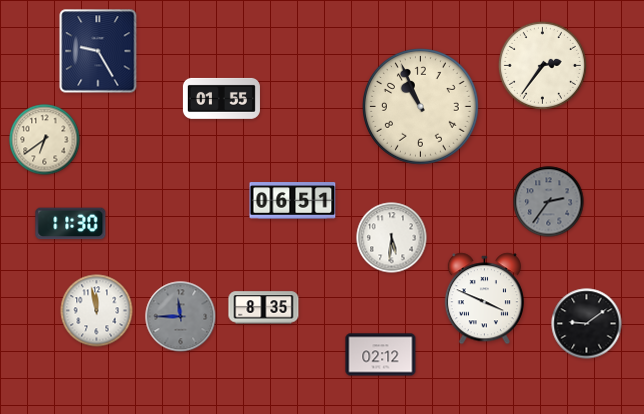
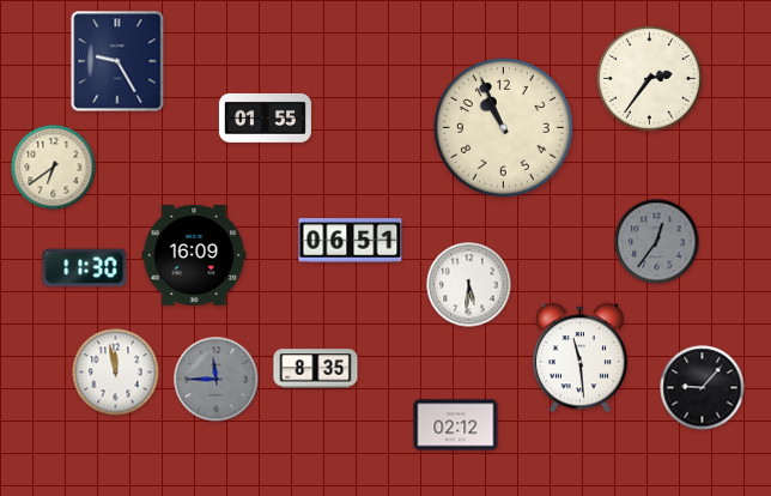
clock at (549, 202): 2:36 -> 12:36
clock at (194, 256): none -> 16:09
clock at (484, 299): 3:49 -> 11:29
clock at (587, 324): 9:09 -> 9:07
